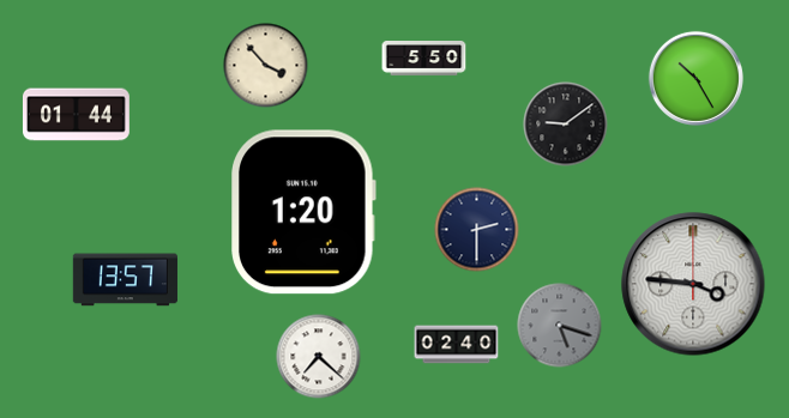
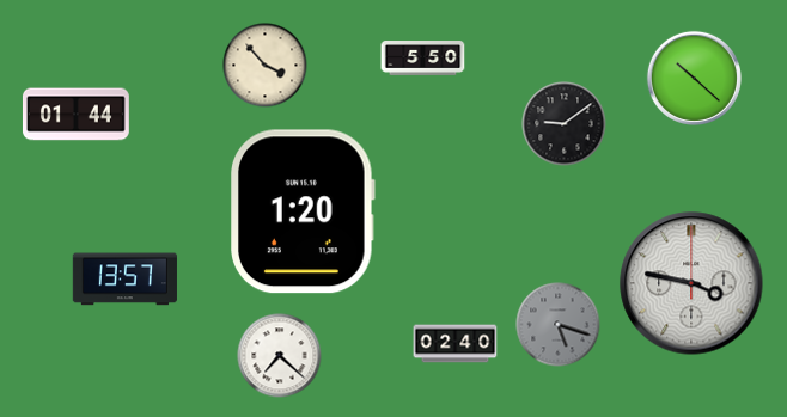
clock at (695, 78): 10:25 -> 10:22
clock at (477, 230): 2:30 -> none
clock at (693, 284): 3:46 -> 3:47
clock at (319, 357) position: (319, 357) -> (280, 356)
